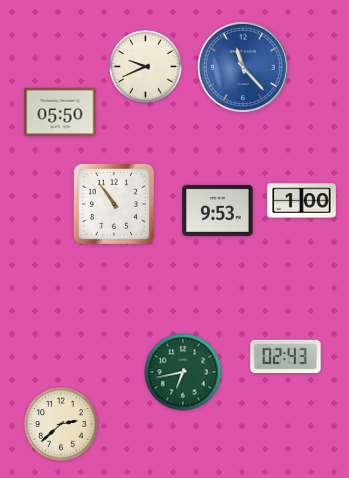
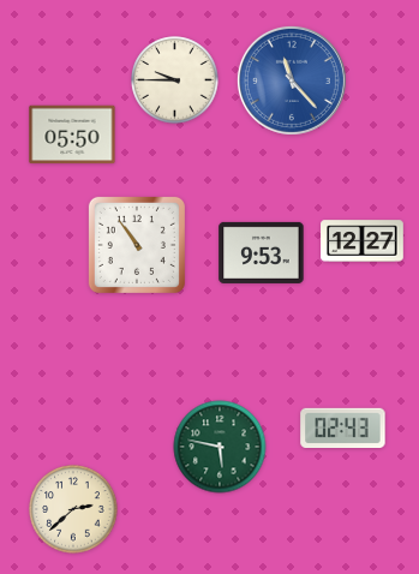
clock at (146, 67): 9:41 -> 9:45
clock at (302, 201): 1:00 -> 12:27
clock at (183, 372): 6:43 -> 5:47
